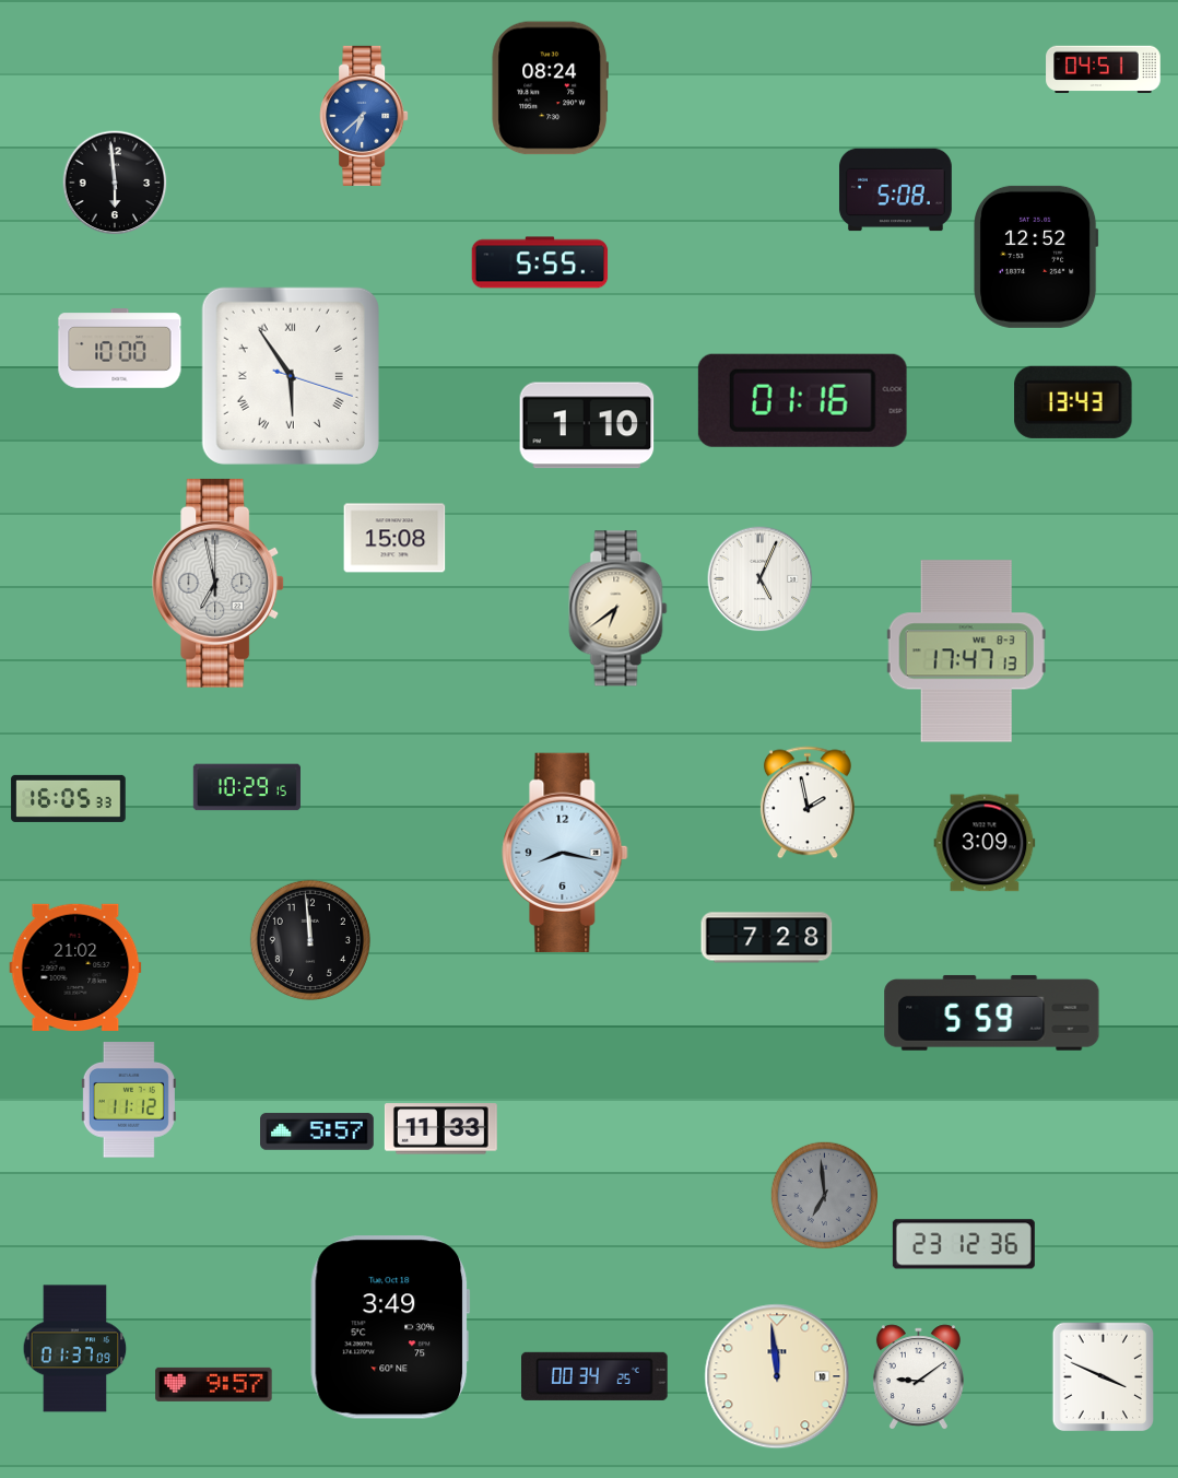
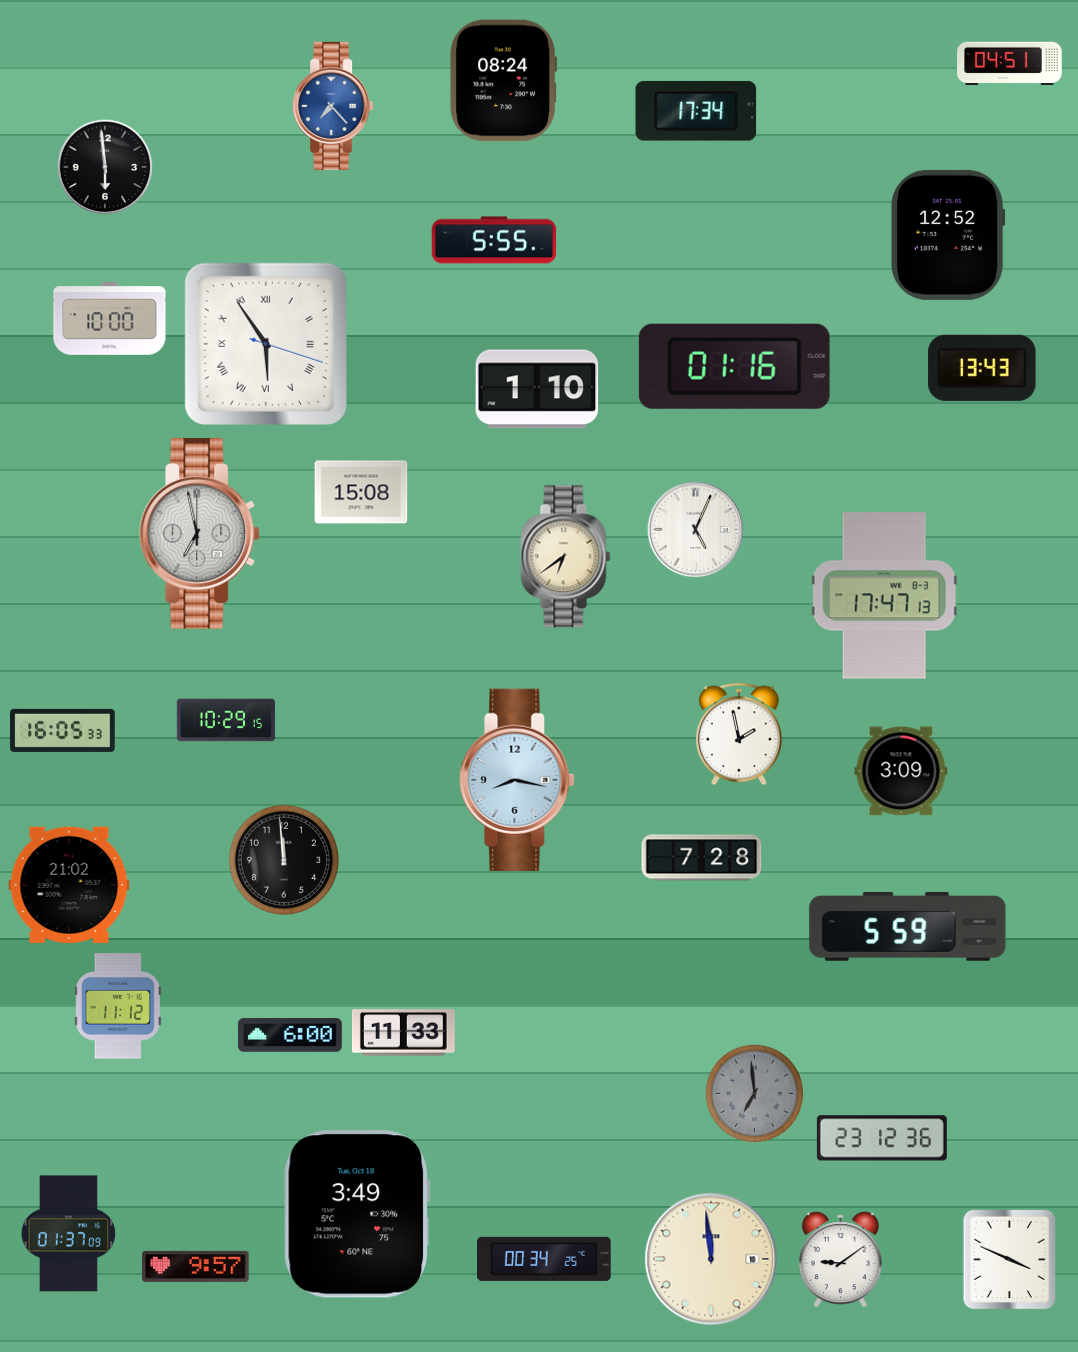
clock at (364, 116): 6:38 -> 7:23
clock at (696, 111): none -> 17:34
clock at (895, 190): 5:08 -> none
clock at (318, 1131): 5:57 -> 6:00
